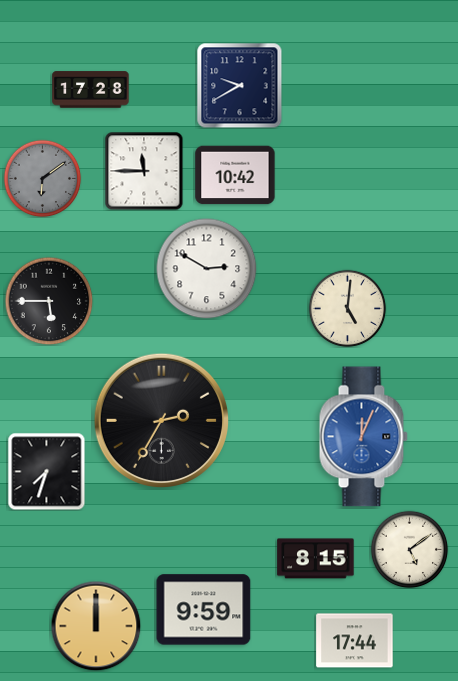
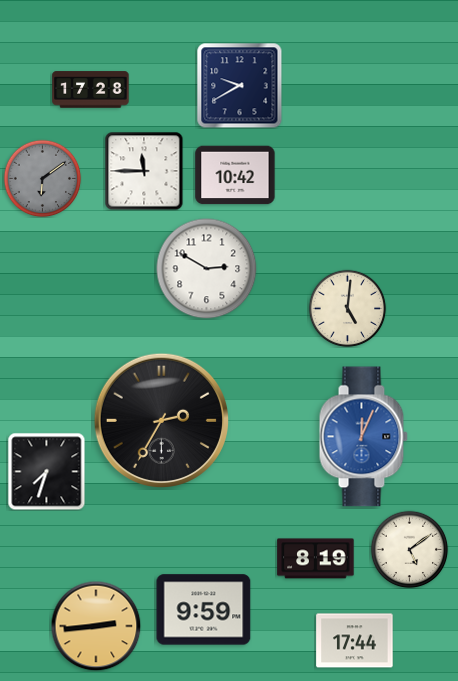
clock at (49, 301): 5:45 -> none
clock at (316, 559): 8:15 -> 8:19
clock at (96, 626): 12:00 -> 2:44
